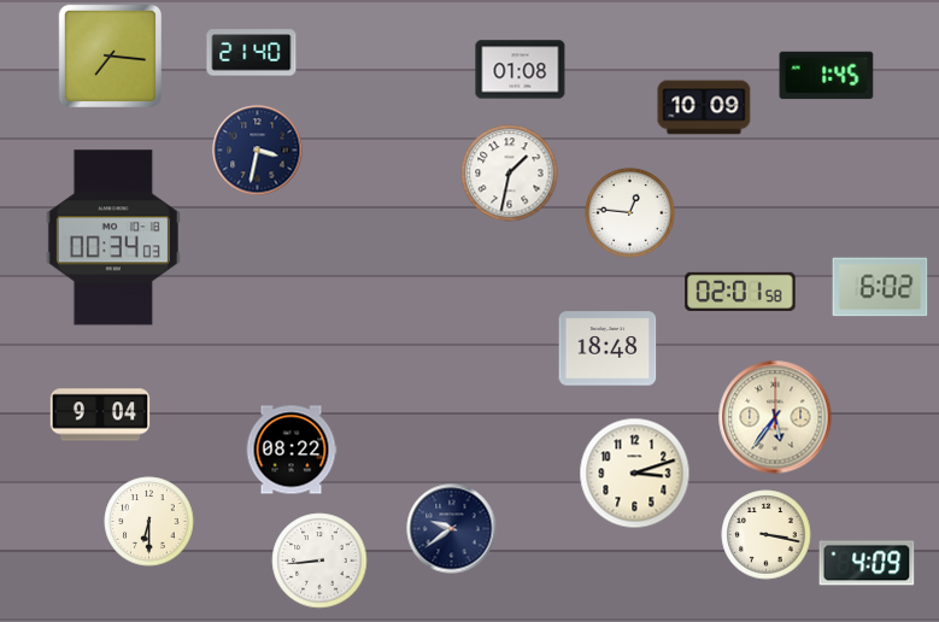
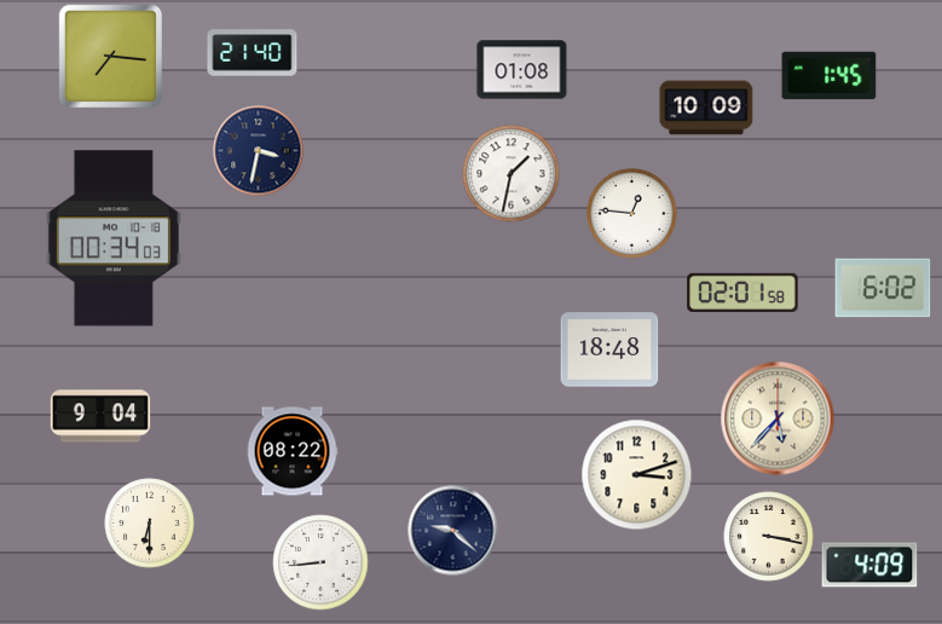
clock at (775, 417): 5:36 -> 5:37
clock at (452, 529): 9:39 -> 9:22
